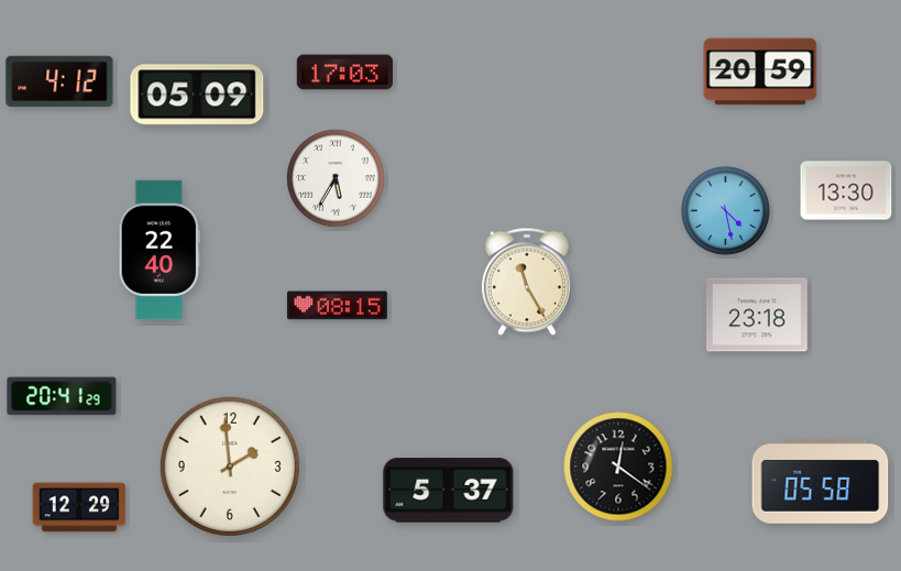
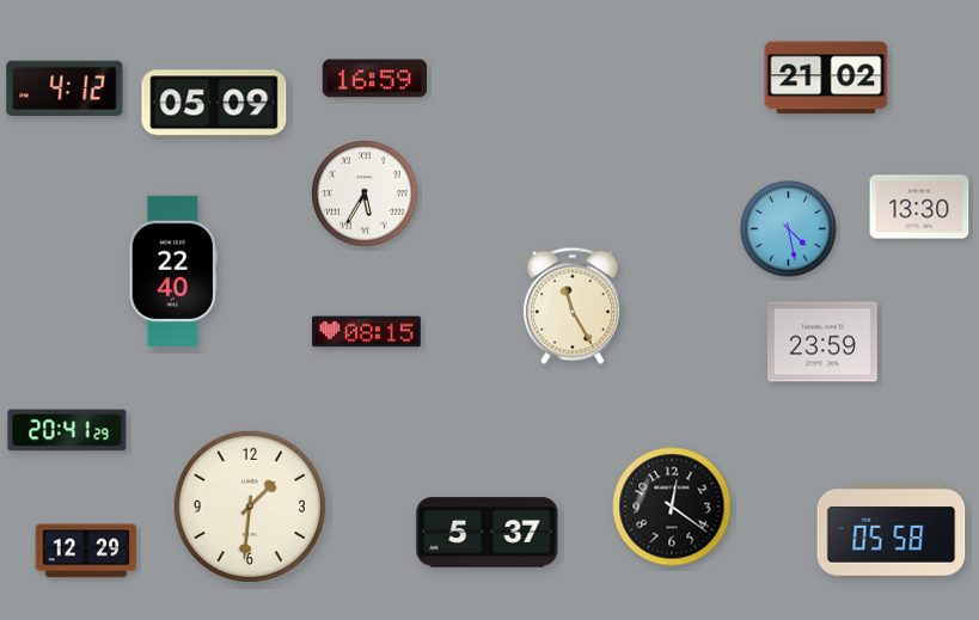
clock at (760, 72): 20:59 -> 21:02
clock at (344, 73): 17:03 -> 16:59
clock at (758, 315): 23:18 -> 23:59
clock at (230, 466): 1:59 -> 1:31
clock at (821, 482) position: (821, 482) -> (892, 530)
